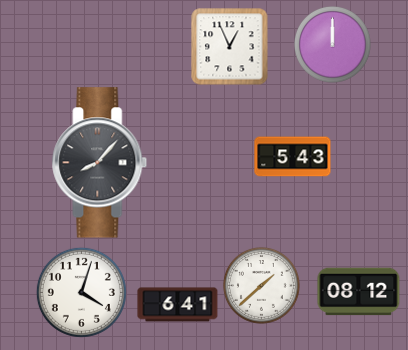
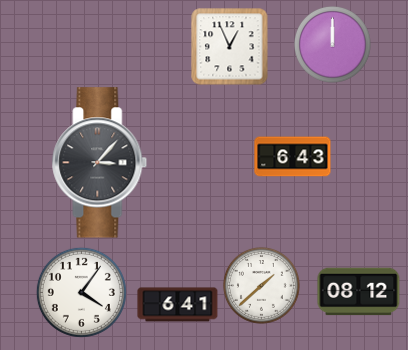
clock at (293, 157): 5:43 -> 6:43
clock at (100, 163): 8:07 -> 3:07
clock at (81, 292): 4:03 -> 4:06
